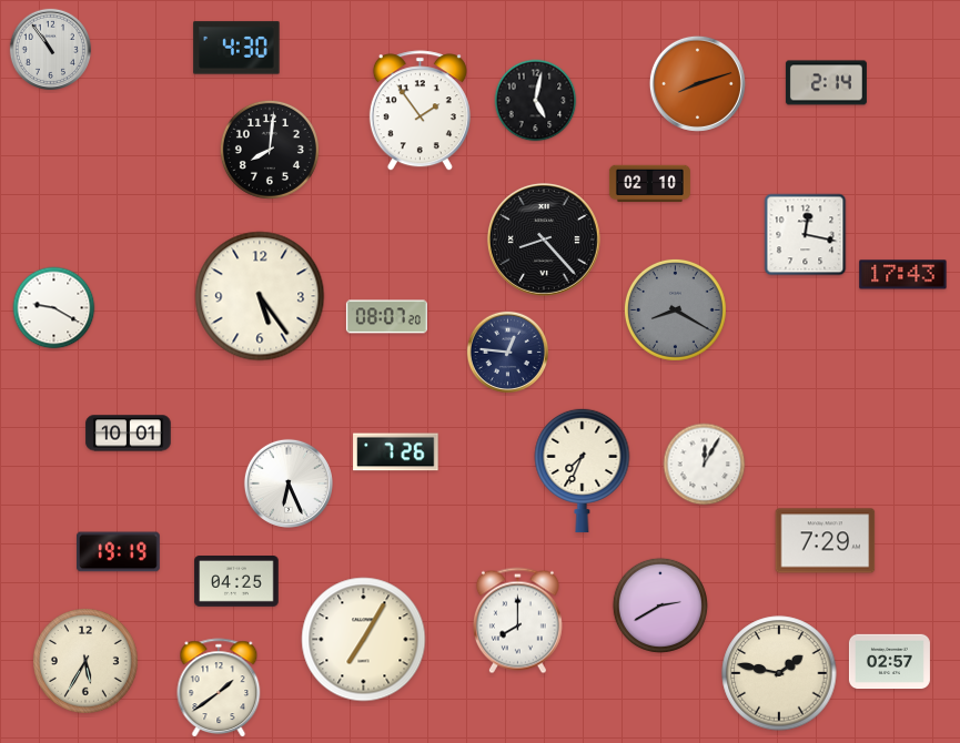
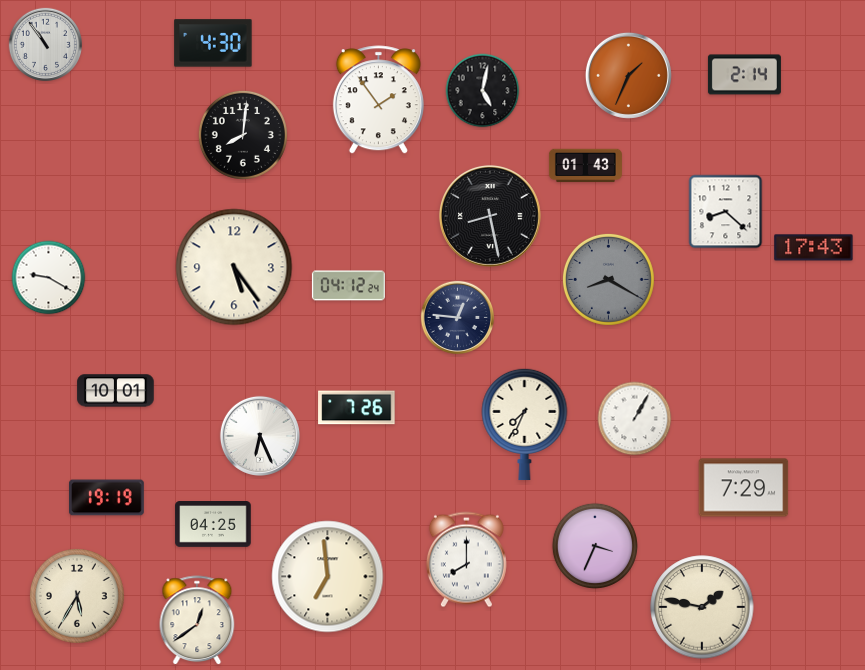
clock at (697, 83): 8:12 -> 1:34
clock at (649, 184): 02:10 -> 01:43
clock at (806, 235): 12:17 -> 8:22
clock at (544, 240): 8:23 -> 8:28
clock at (386, 317): 08:07 -> 04:12
clock at (705, 465): 12:05 -> 1:05
clock at (660, 605): 2:40 -> 3:34
clock at (364, 640): 7:05 -> 6:59
clock at (889, 662): 02:57 -> none
clock at (219, 689): 1:39 -> 12:39
